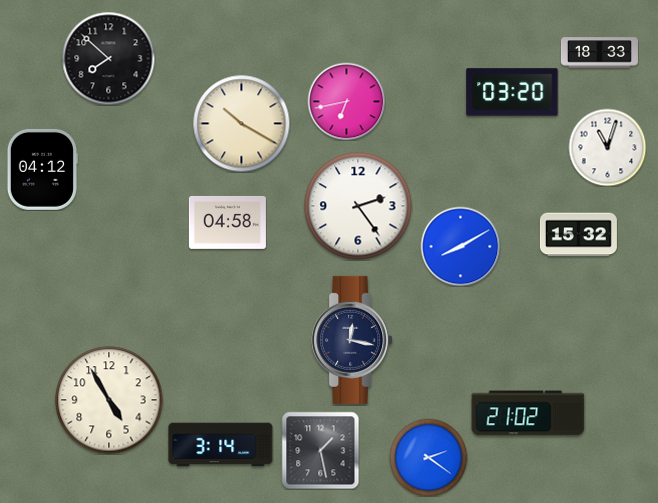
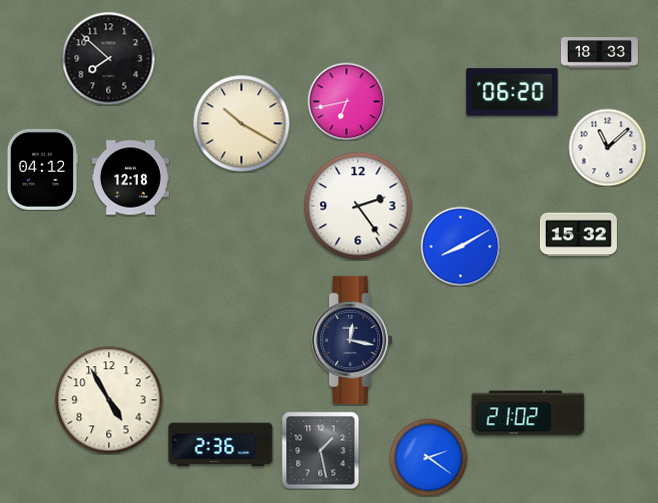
clock at (512, 92): 03:20 -> 06:20
clock at (607, 147): 11:03 -> 11:08
clock at (130, 178): none -> 12:18
clock at (227, 222): 04:58 -> none
clock at (221, 445): 3:14 -> 2:36
